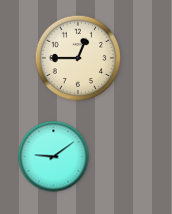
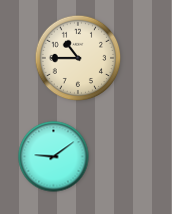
clock at (78, 58): 12:45 -> 10:45
